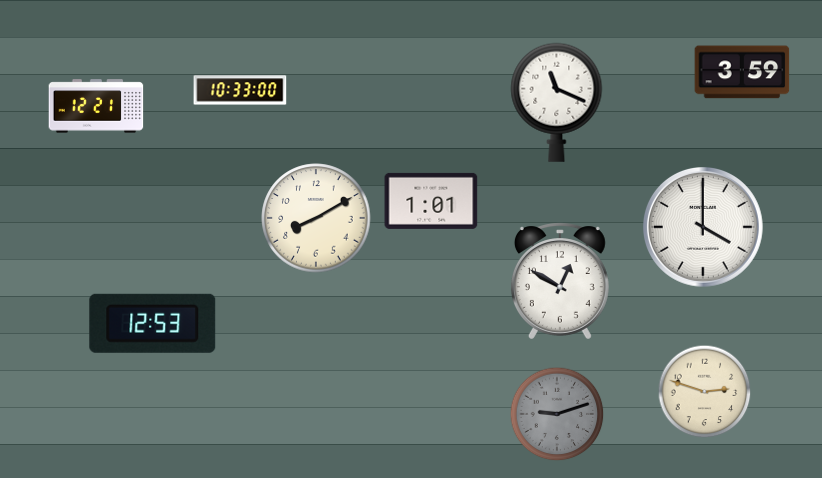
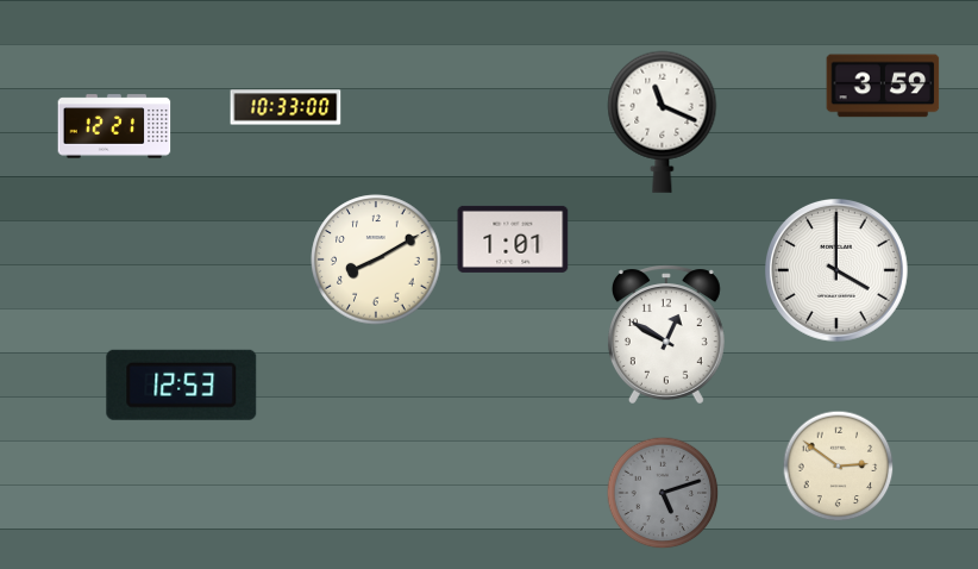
clock at (705, 392): 2:48 -> 2:51
clock at (557, 414): 9:12 -> 5:12
